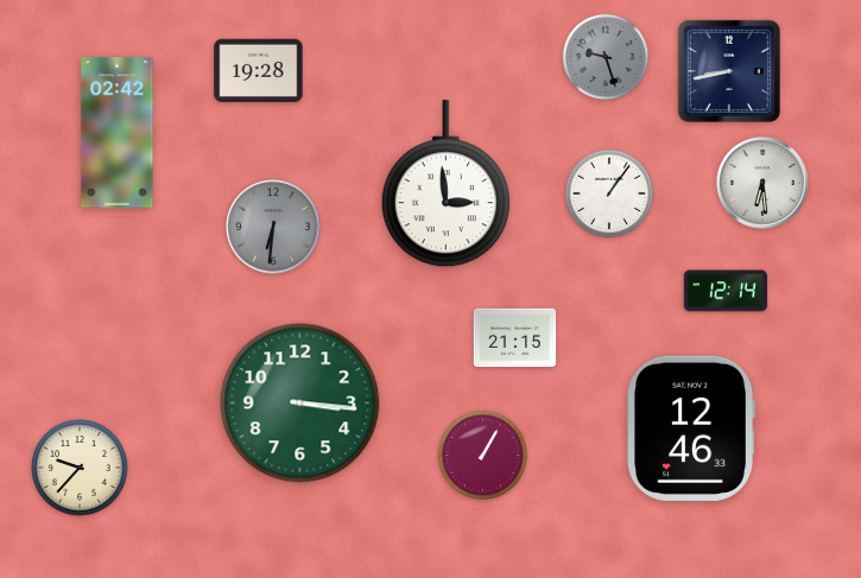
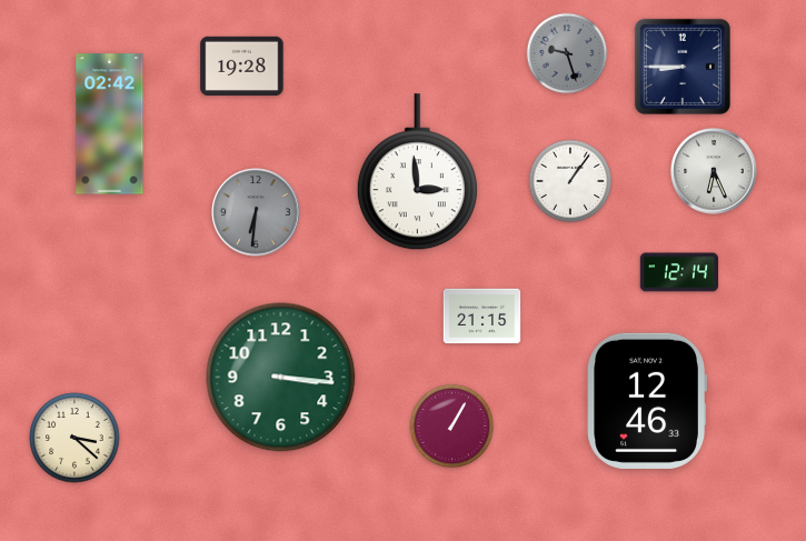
clock at (729, 71): 8:43 -> 8:45
clock at (762, 183): 6:29 -> 6:26
clock at (80, 468): 9:37 -> 3:22
